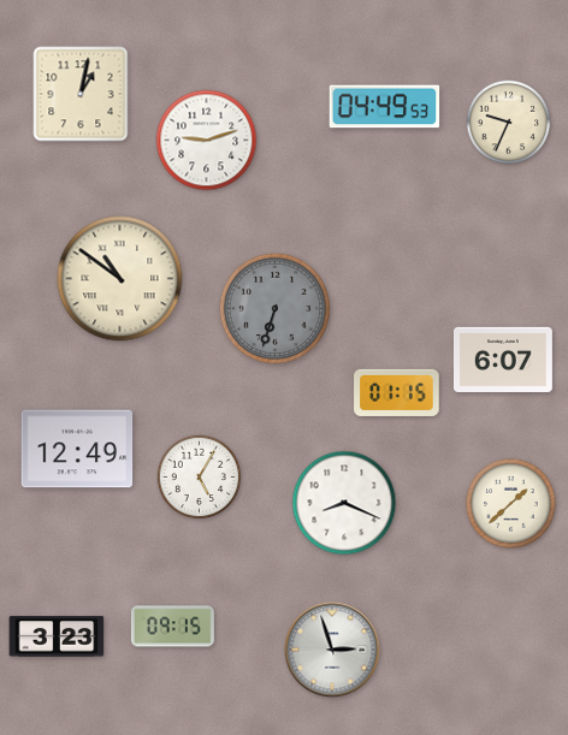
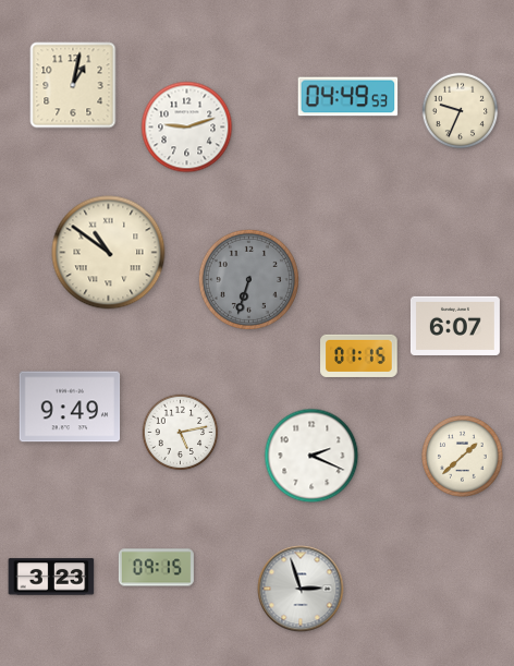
clock at (77, 449): 12:49 -> 9:49
clock at (200, 478): 5:05 -> 5:13
clock at (344, 503): 8:19 -> 2:19
